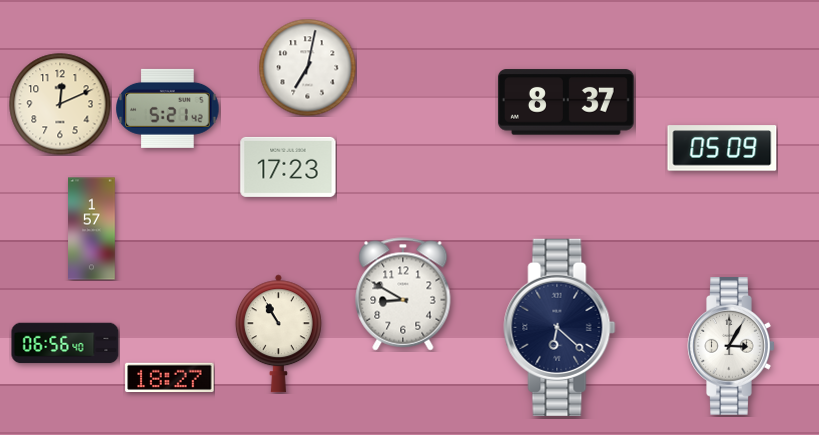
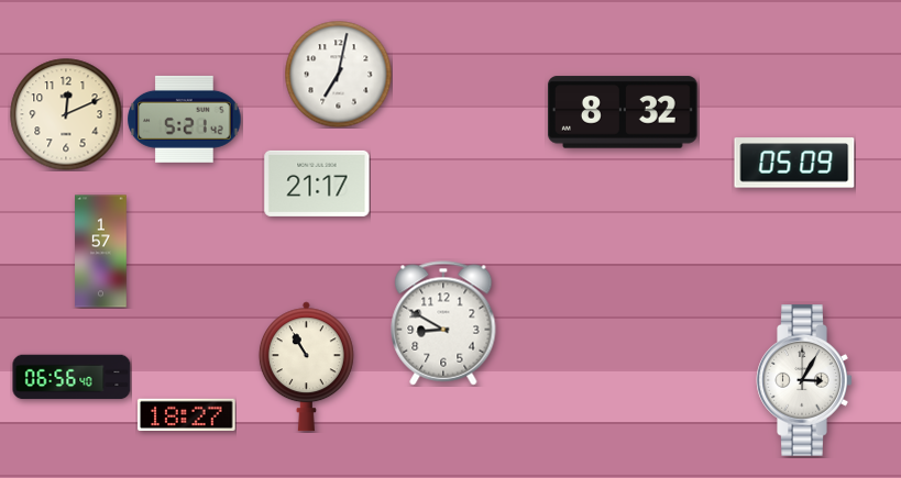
clock at (566, 102): 8:37 -> 8:32
clock at (288, 167): 17:23 -> 21:17
clock at (560, 327): 6:22 -> none
